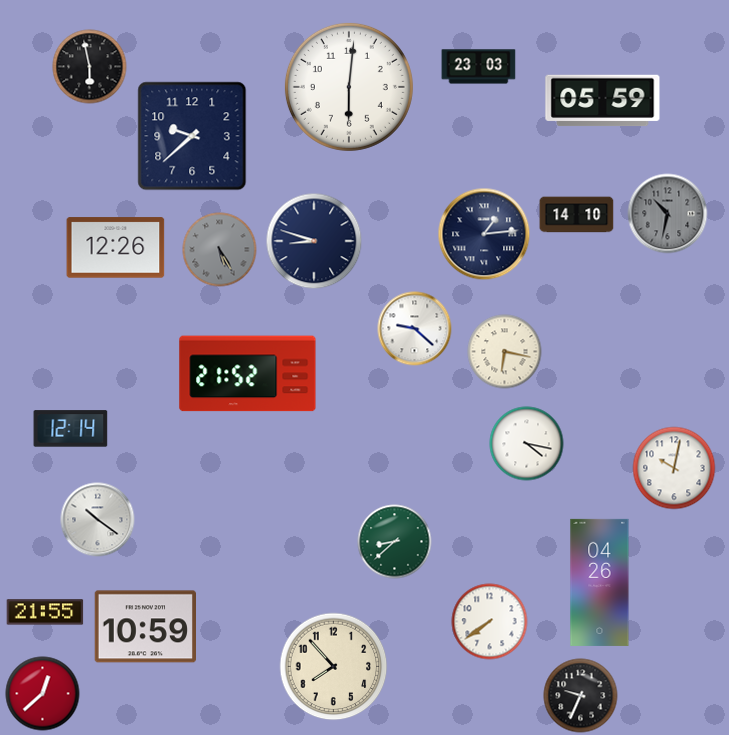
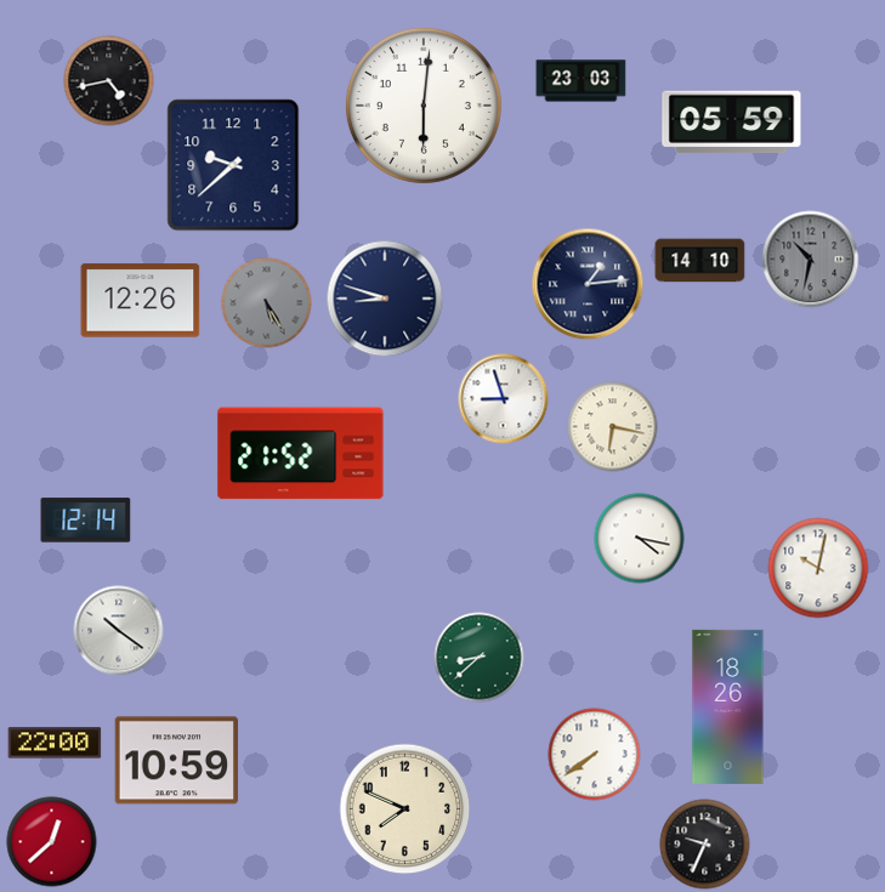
clock at (90, 67): 5:58 -> 4:43
clock at (314, 241) position: (314, 241) -> (385, 299)
clock at (415, 329): 9:22 -> 8:57
clock at (600, 582): 04:26 -> 18:26
clock at (45, 612): 21:55 -> 22:00
clock at (334, 667): 7:53 -> 7:49
